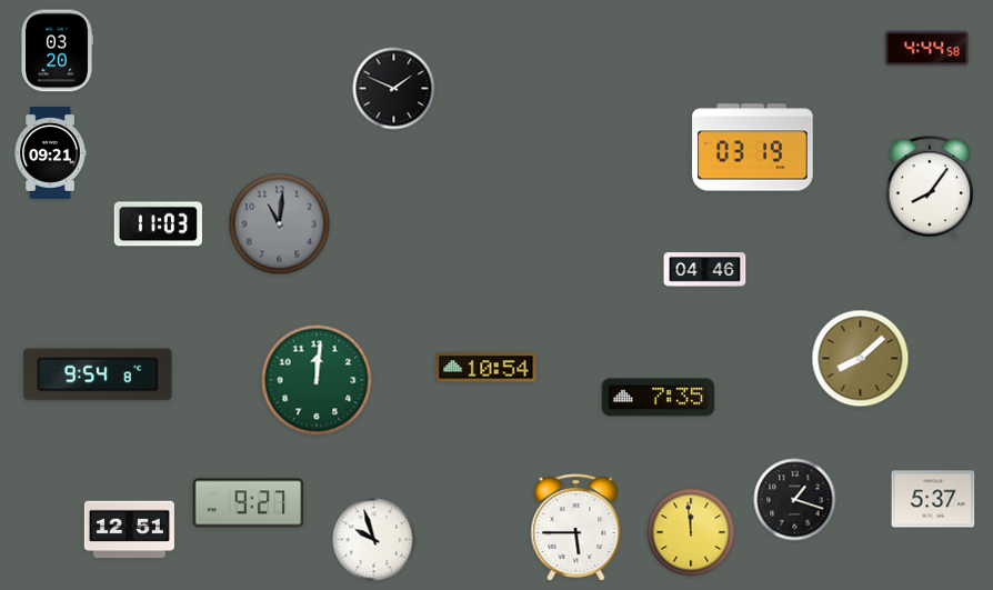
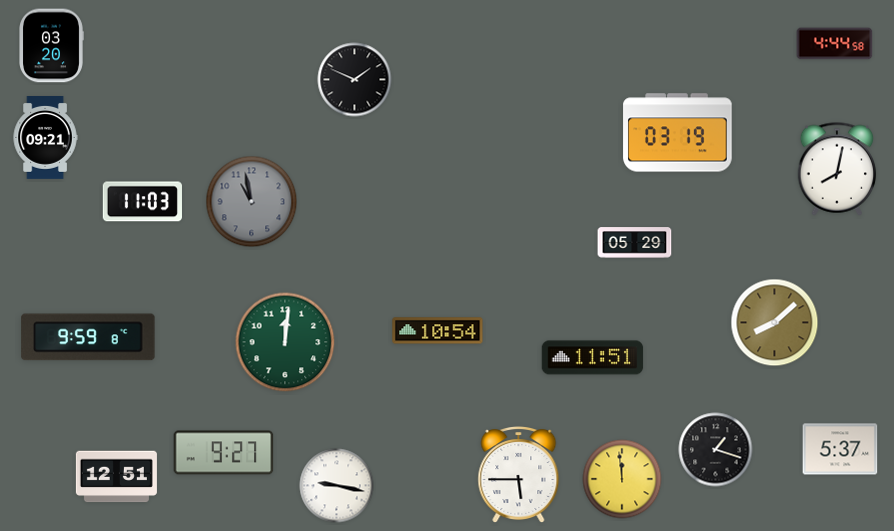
clock at (930, 188): 8:06 -> 8:02
clock at (280, 224): 11:01 -> 10:58
clock at (705, 270): 04:46 -> 05:29
clock at (98, 374): 9:54 -> 9:59
clock at (659, 398): 7:35 -> 11:51
clock at (374, 540): 9:57 -> 9:17
